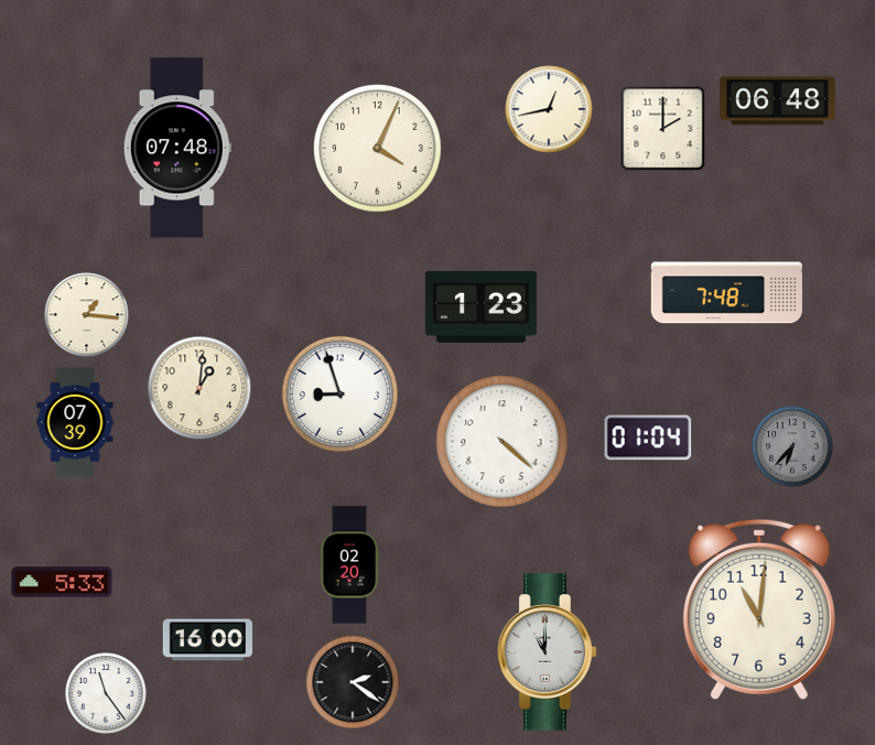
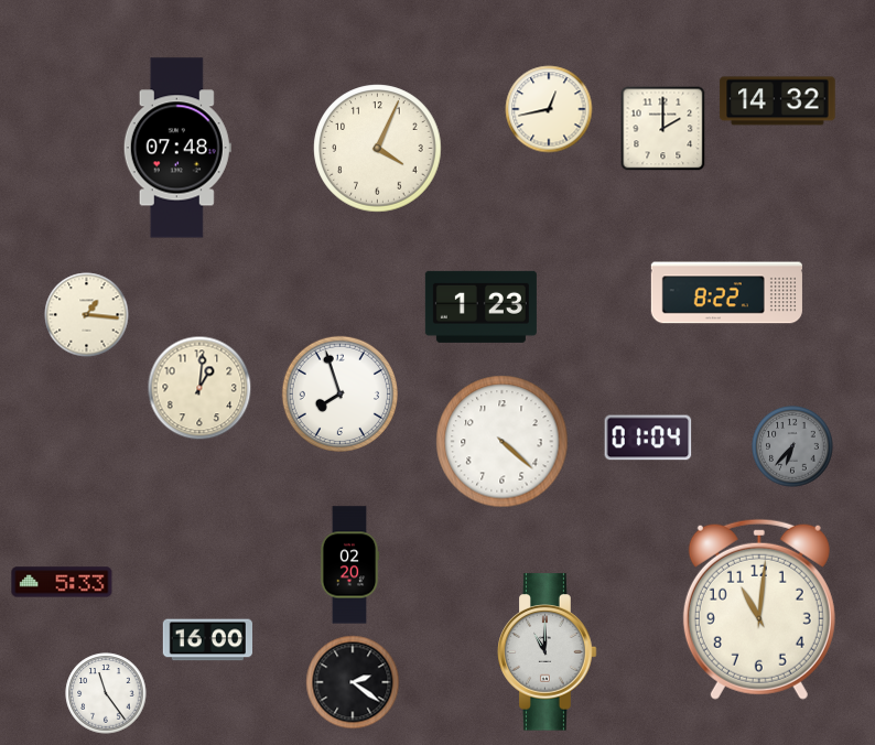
clock at (778, 101): 06:48 -> 14:32
clock at (726, 293): 7:48 -> 8:22
clock at (339, 393): 8:57 -> 7:57
clock at (75, 421): 07:39 -> none
